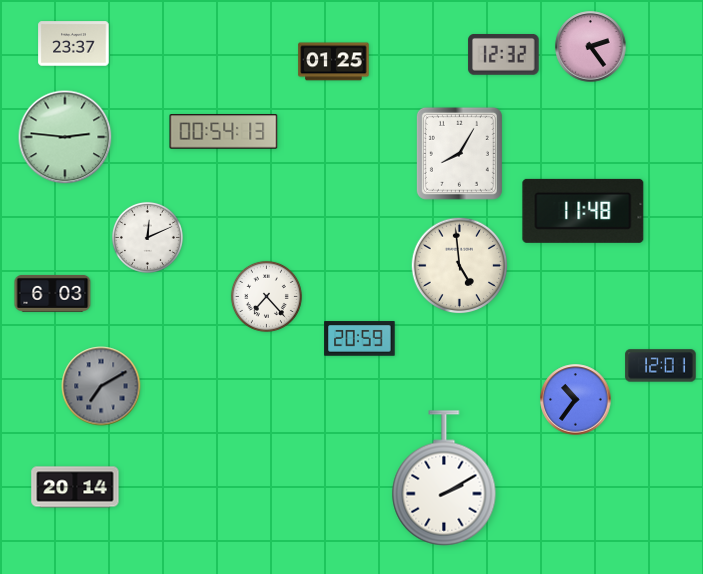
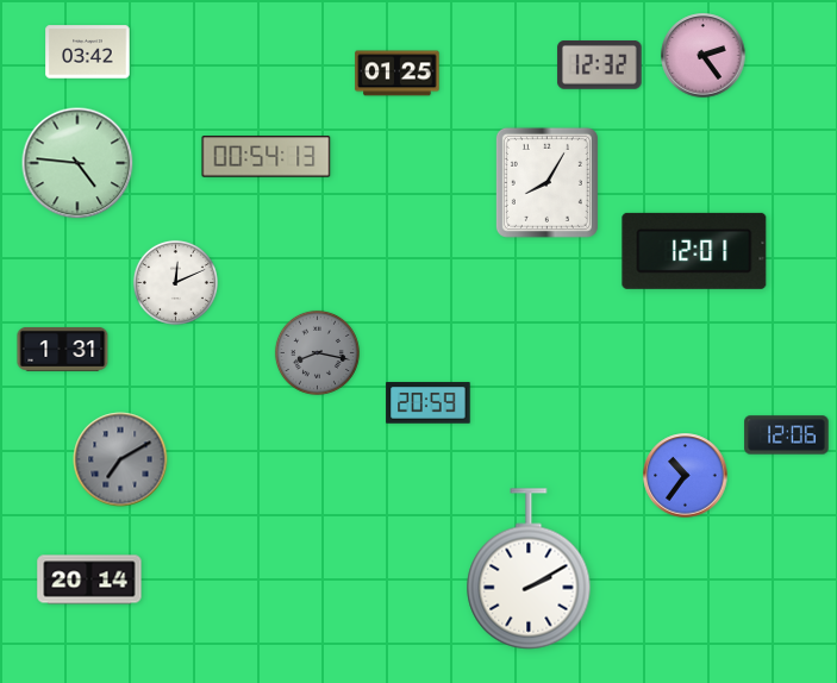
clock at (74, 44): 23:37 -> 03:42
clock at (65, 137): 2:46 -> 4:46
clock at (583, 211): 11:48 -> 12:01
clock at (460, 266): 4:59 -> none
clock at (53, 293): 6:03 -> 1:31
clock at (266, 296): 7:23 -> 8:17
clock at (266, 296) dial: white -> grey
clock at (661, 366): 12:01 -> 12:06
